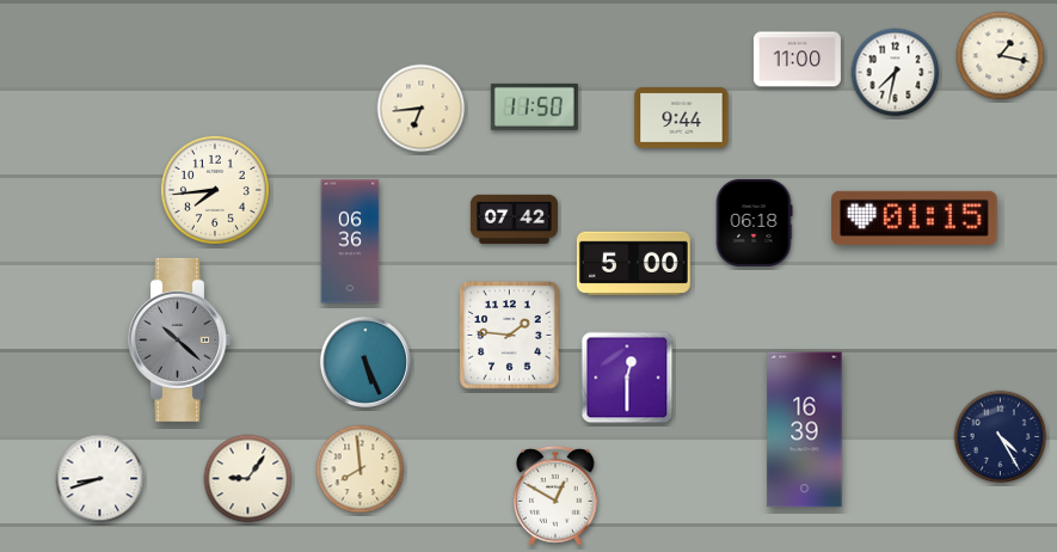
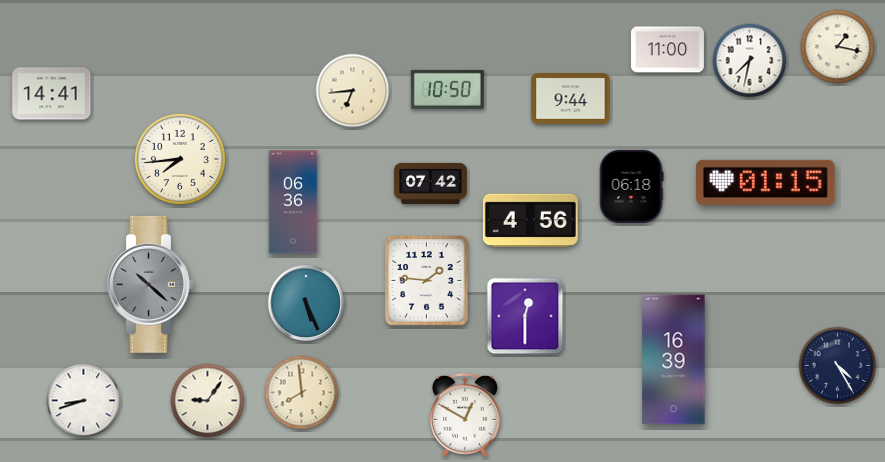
clock at (534, 106): 11:50 -> 10:50
clock at (52, 94): none -> 14:41
clock at (633, 263): 5:00 -> 4:56
